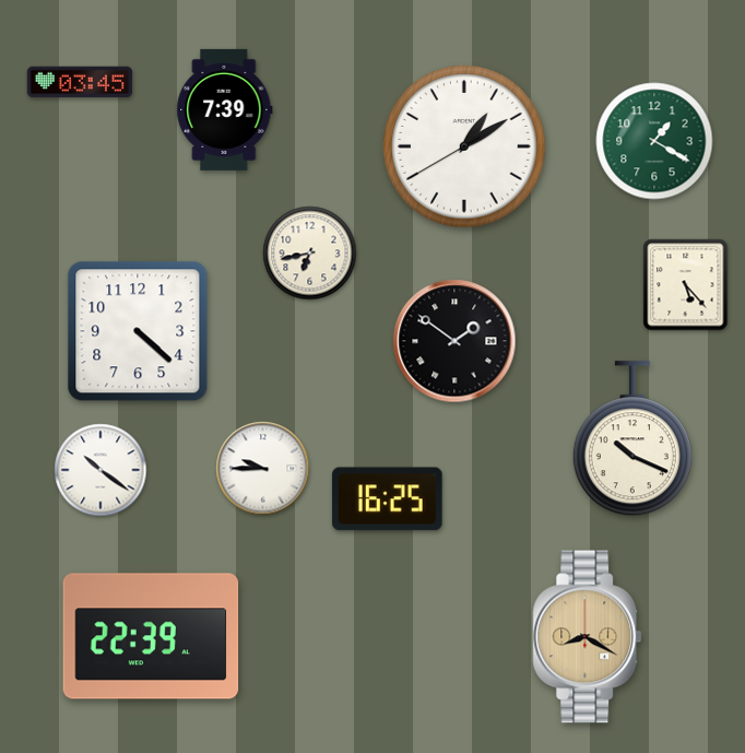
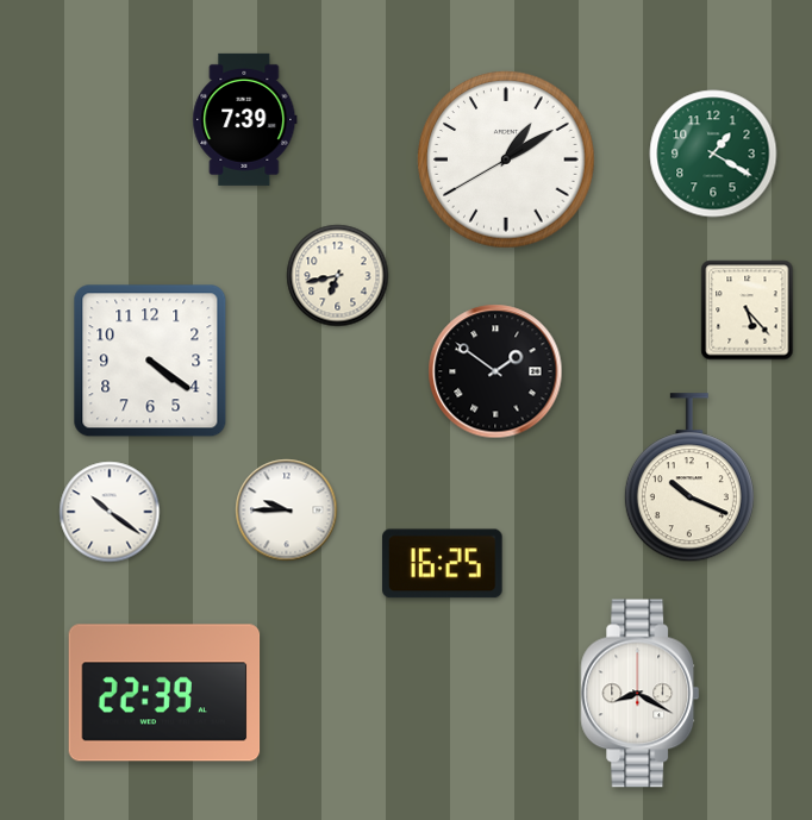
clock at (80, 82): 03:45 -> none
clock at (138, 331): 4:22 -> 4:21
clock at (388, 499) position: (388, 499) -> (443, 564)
clock at (588, 637) dial: champagne -> white
